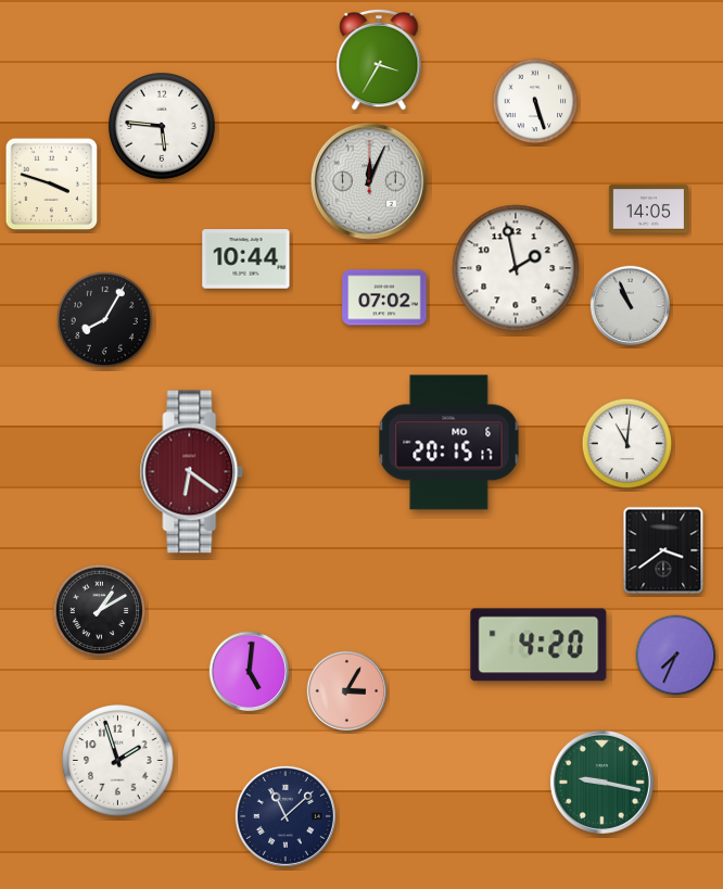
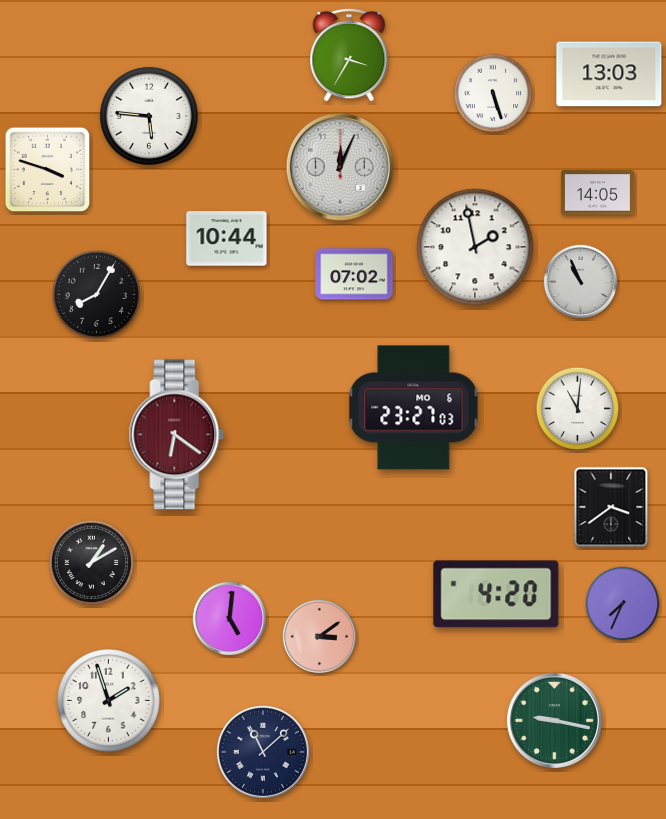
clock at (609, 74): none -> 13:03
clock at (449, 443): 20:15 -> 23:27
clock at (347, 691): 3:05 -> 3:09
